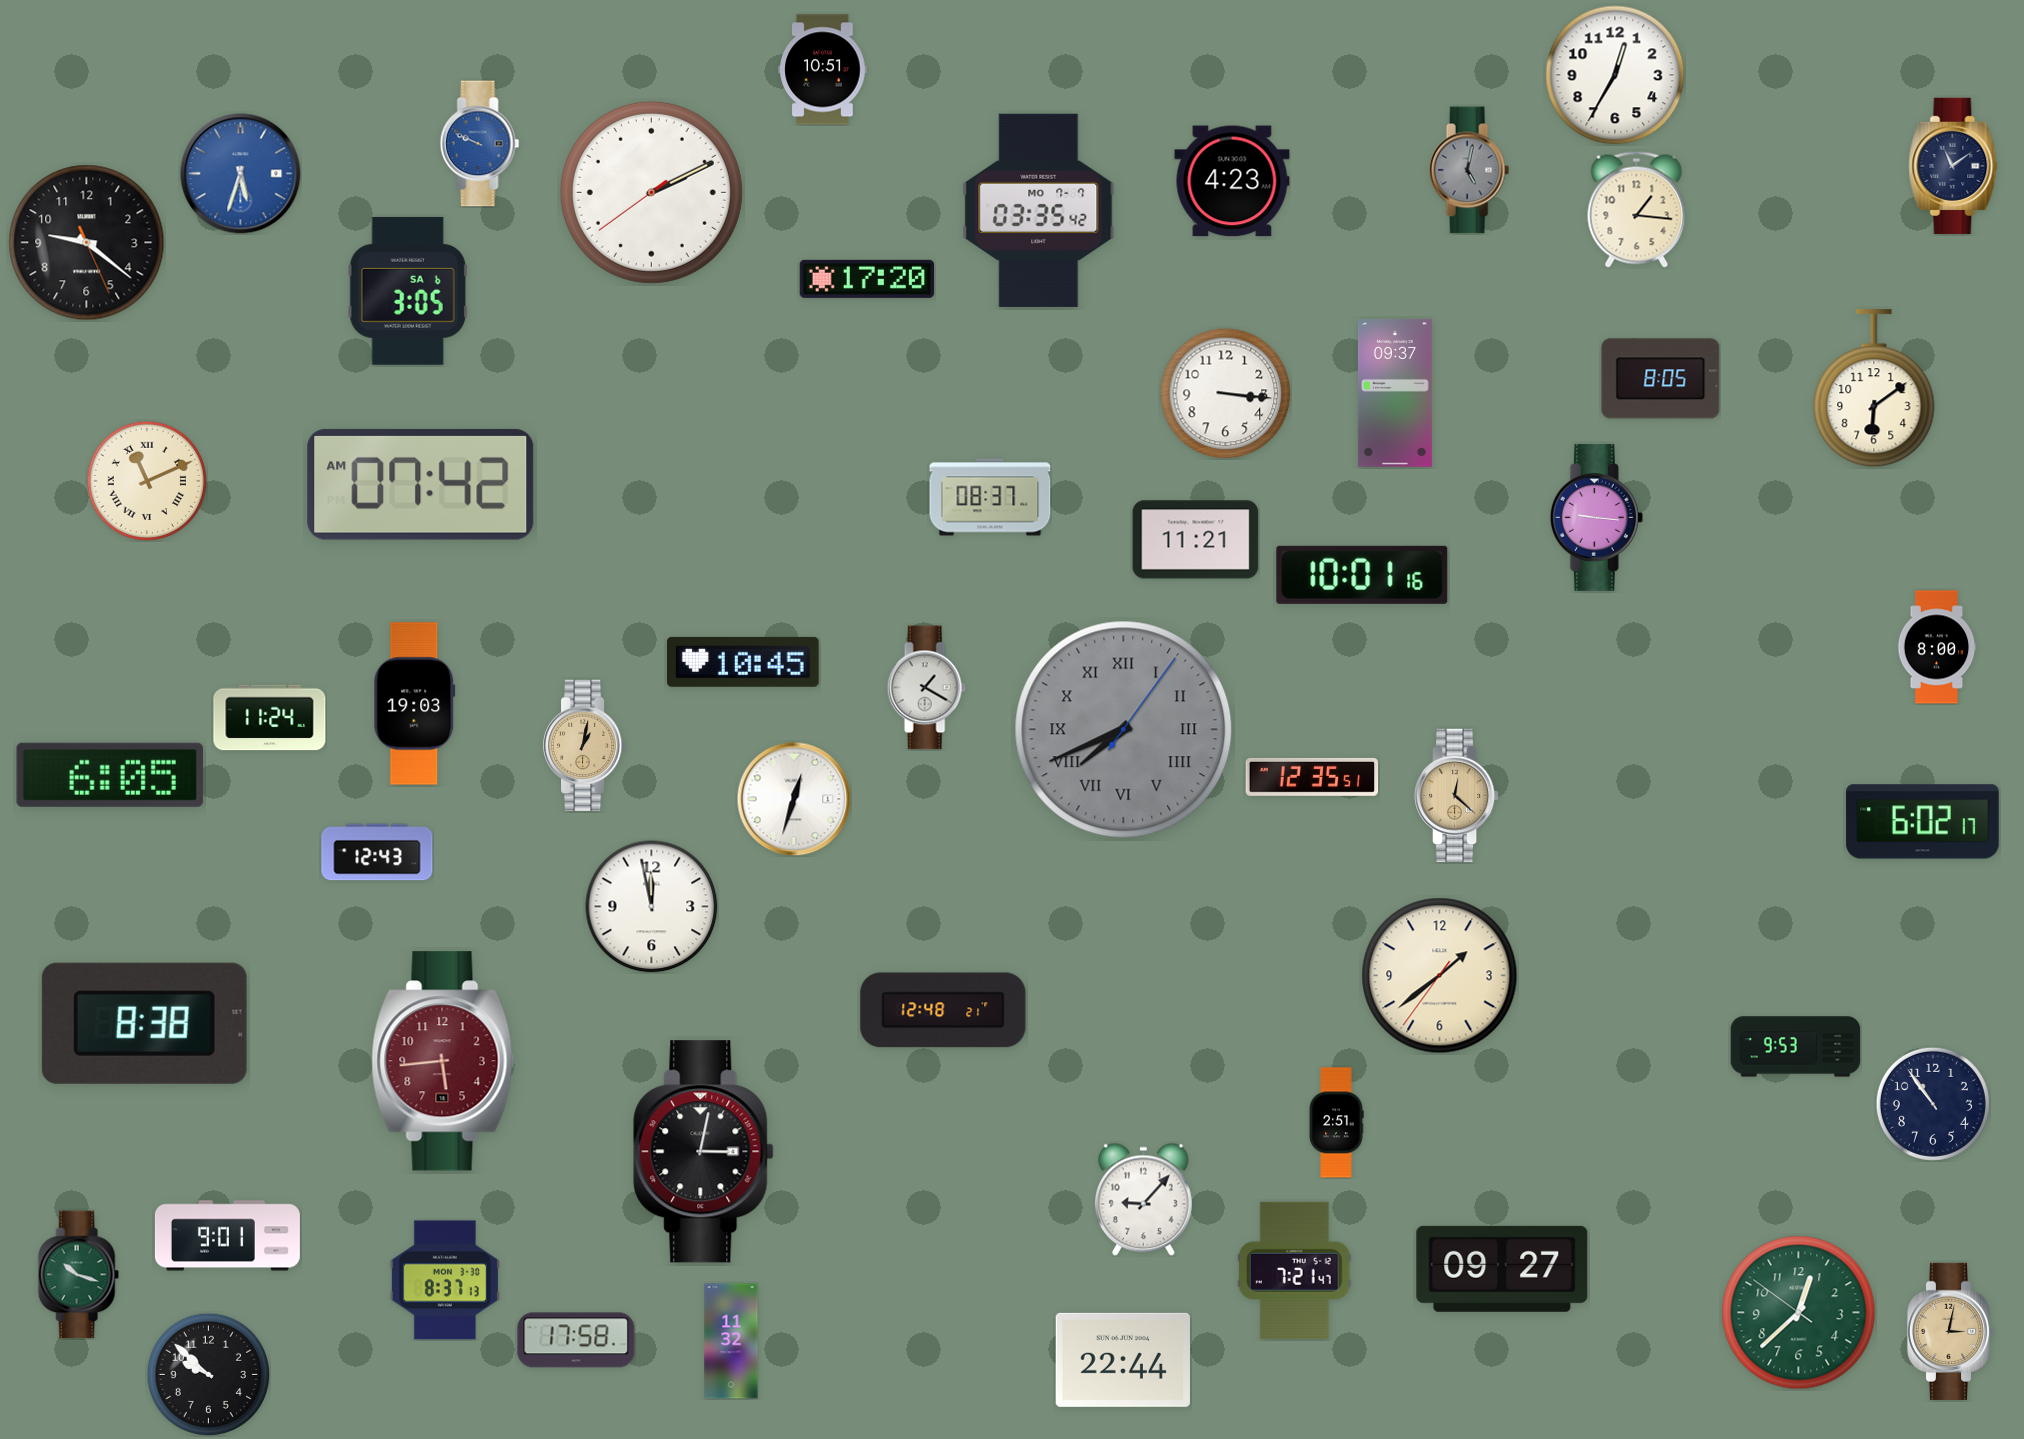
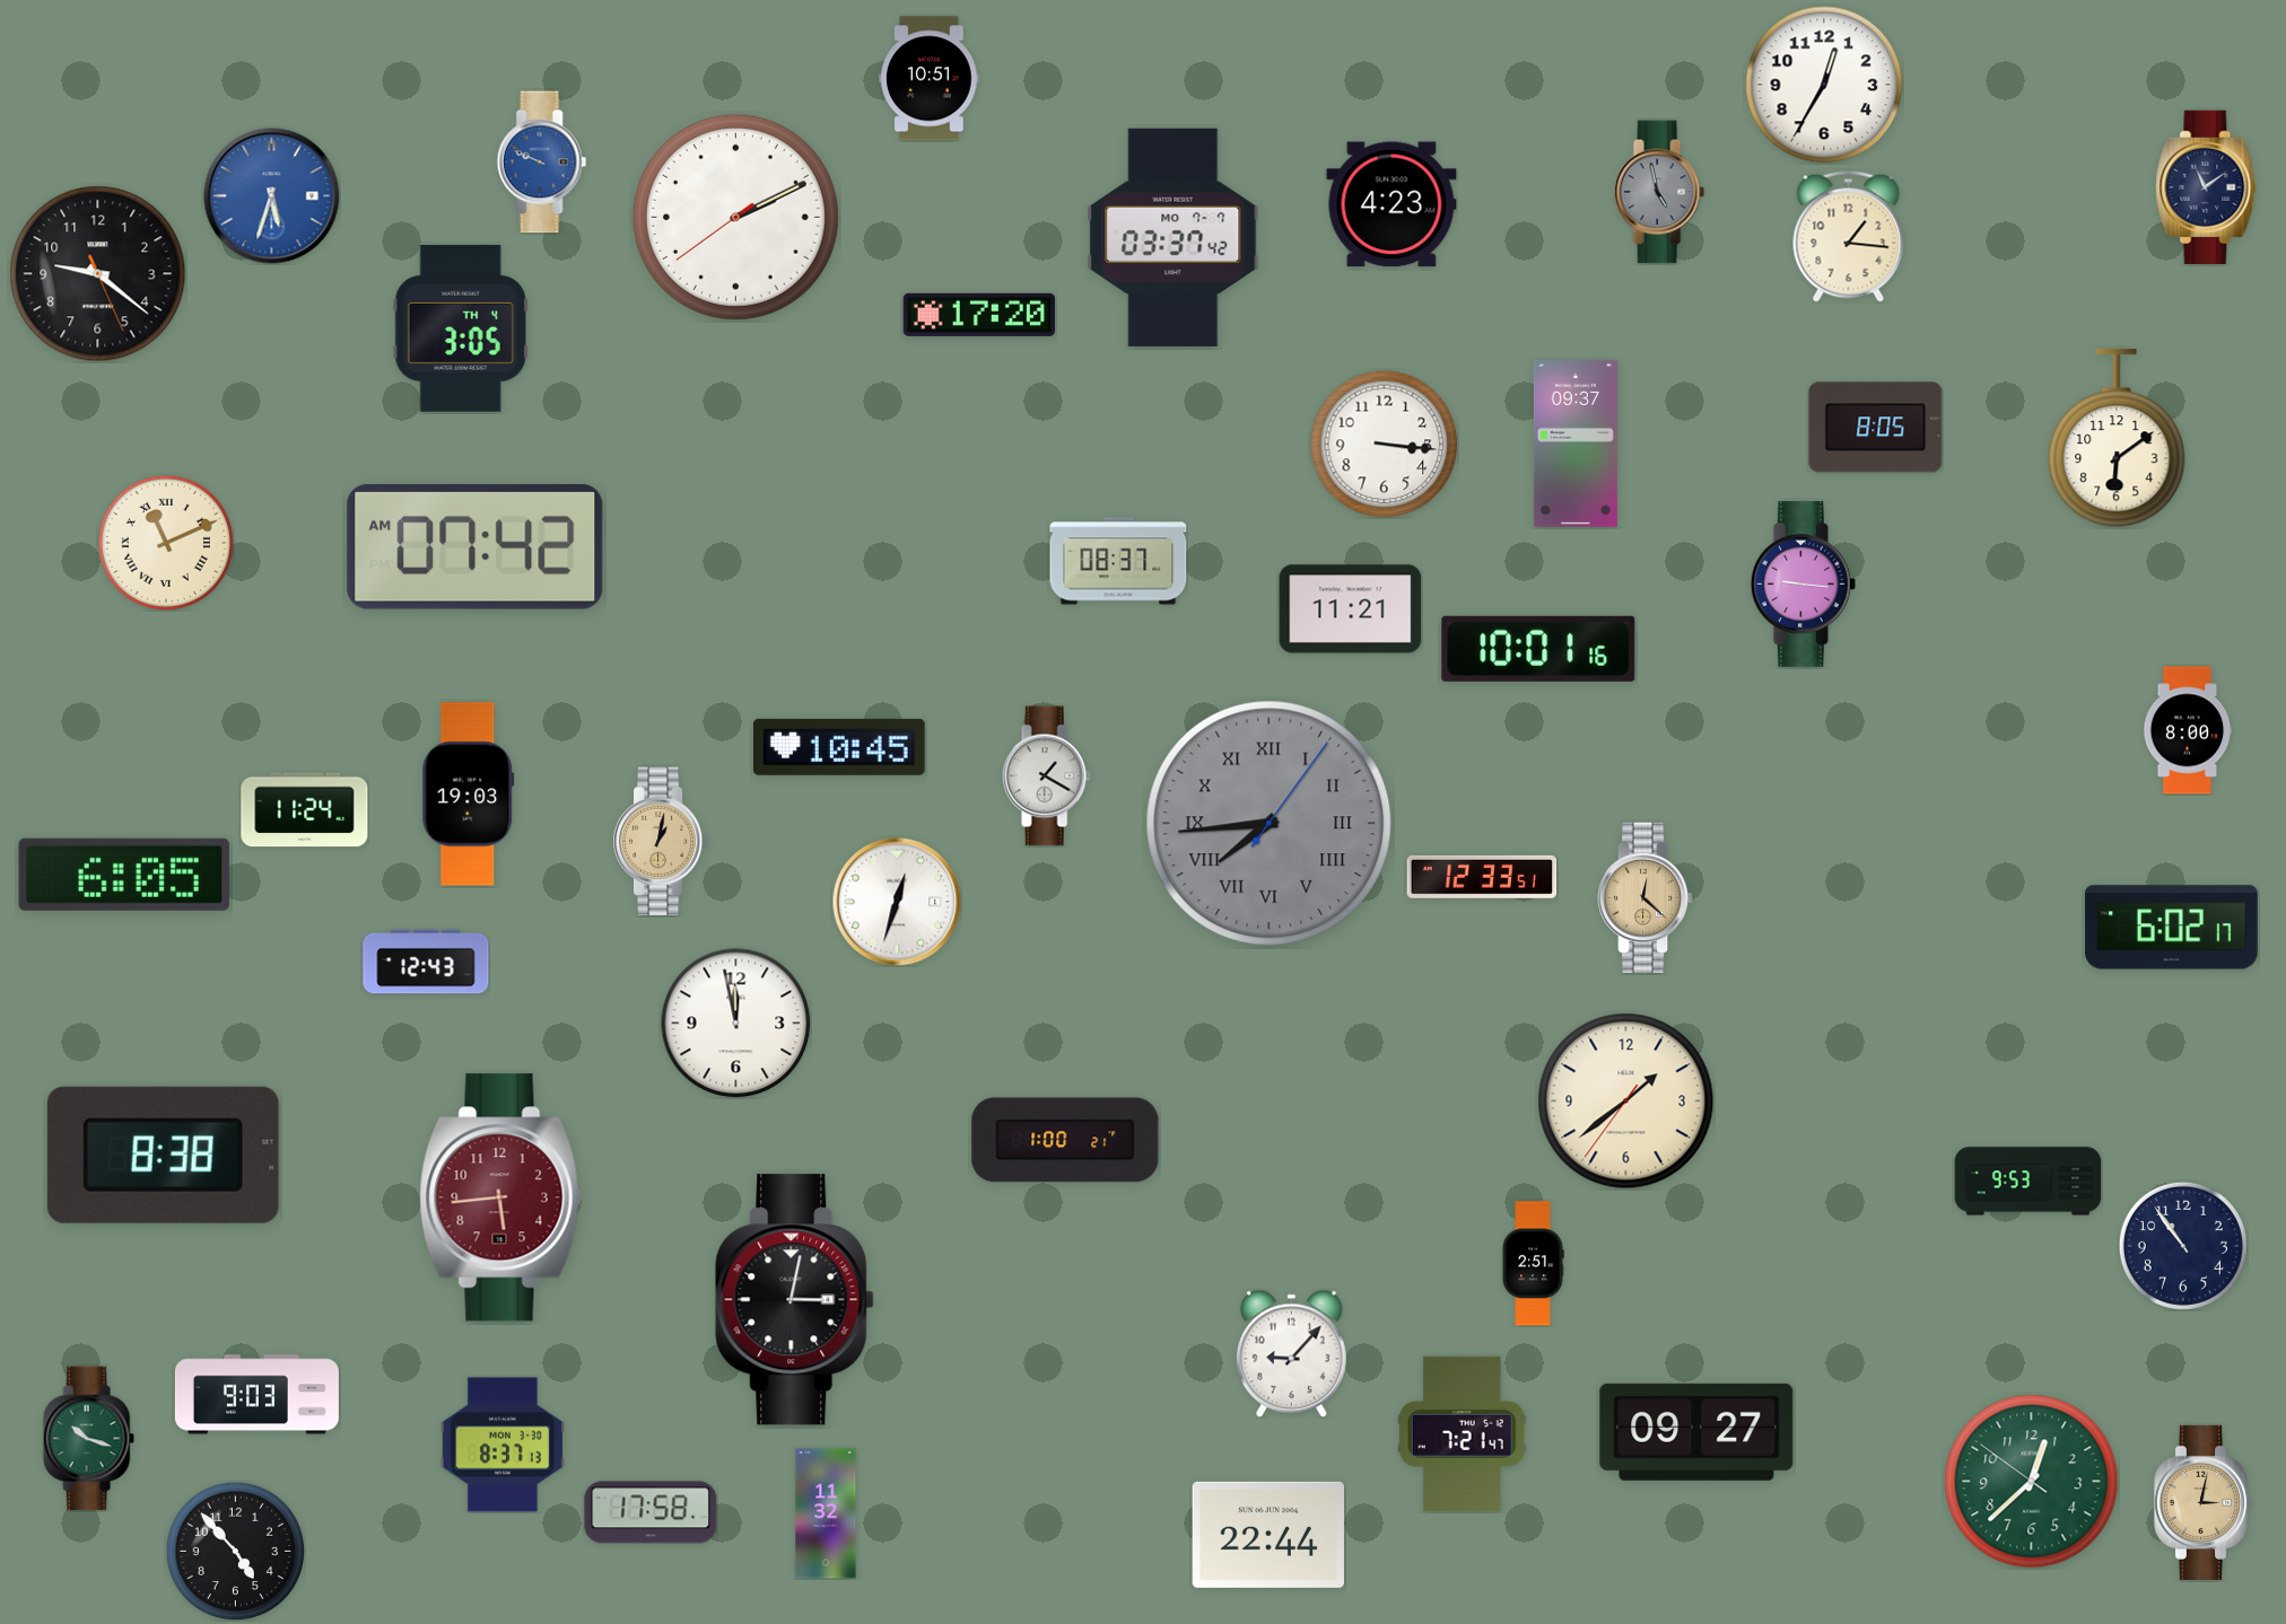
clock at (1469, 170): 5:02 -> 4:58
clock at (1039, 210): 03:35 -> 03:37
clock at (408, 291) date: SA 6 -> TH 4
clock at (1124, 730): 7:41 -> 7:44
clock at (1312, 777): 12:35 -> 12:33
clock at (943, 1010): 12:48 -> 1:00
clock at (1336, 1123) position: (1336, 1123) -> (1533, 1264)
clock at (227, 1236): 9:01 -> 9:03
clock at (208, 1374): 9:52 -> 4:53
